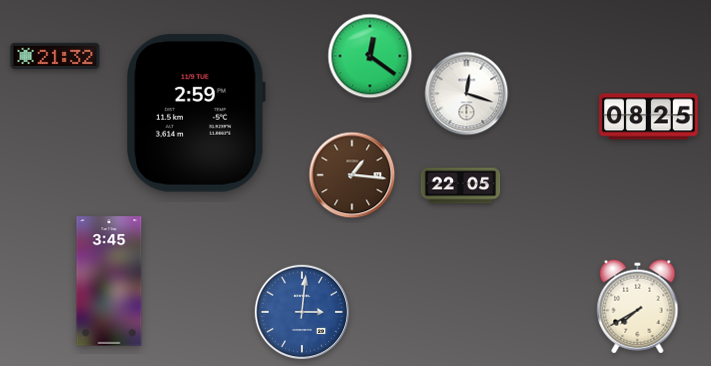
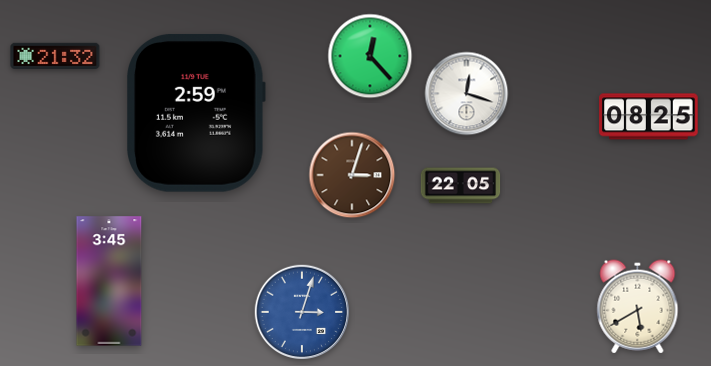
clock at (370, 56): 12:21 -> 12:23
clock at (352, 175): 1:16 -> 3:03
clock at (638, 307): 7:40 -> 5:40
clock at (301, 311): 3:01 -> 3:03
